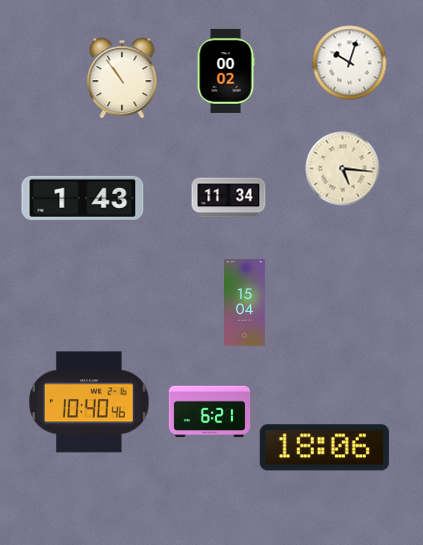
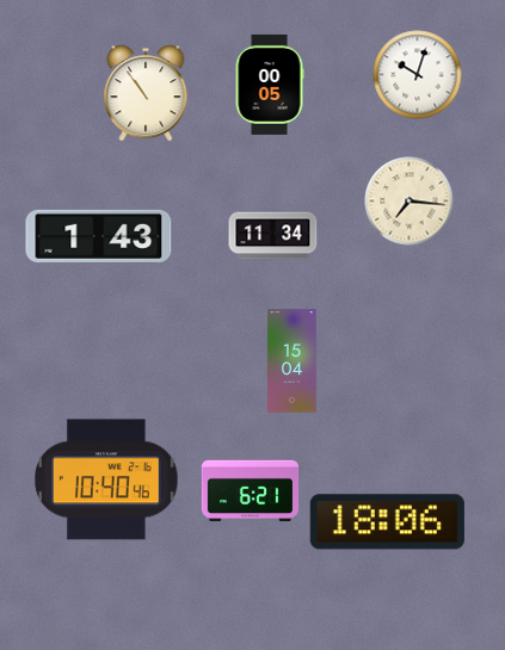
clock at (226, 71): 00:02 -> 00:05
clock at (343, 169): 5:16 -> 7:16
clock at (324, 448) position: (324, 448) -> (387, 522)
